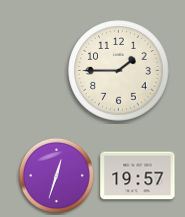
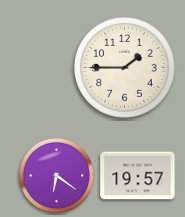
clock at (119, 71) position: (119, 71) -> (125, 68)
clock at (56, 175): 12:33 -> 6:21
